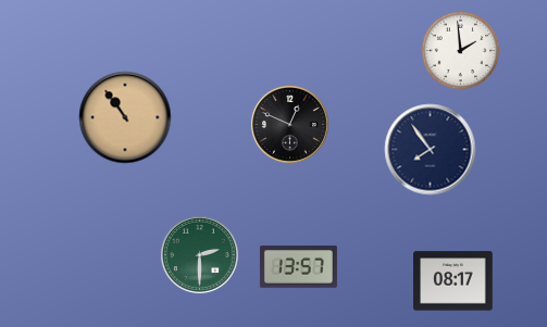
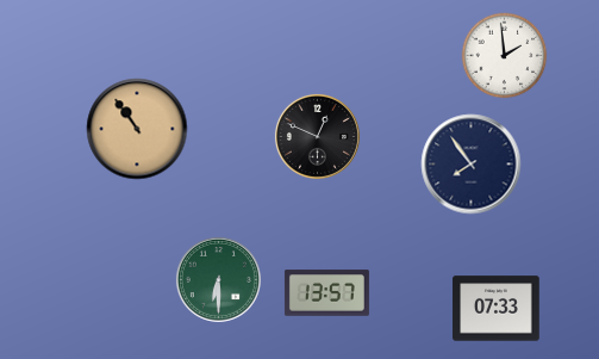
clock at (199, 254): 2:30 -> 6:30
clock at (453, 281): 08:17 -> 07:33
